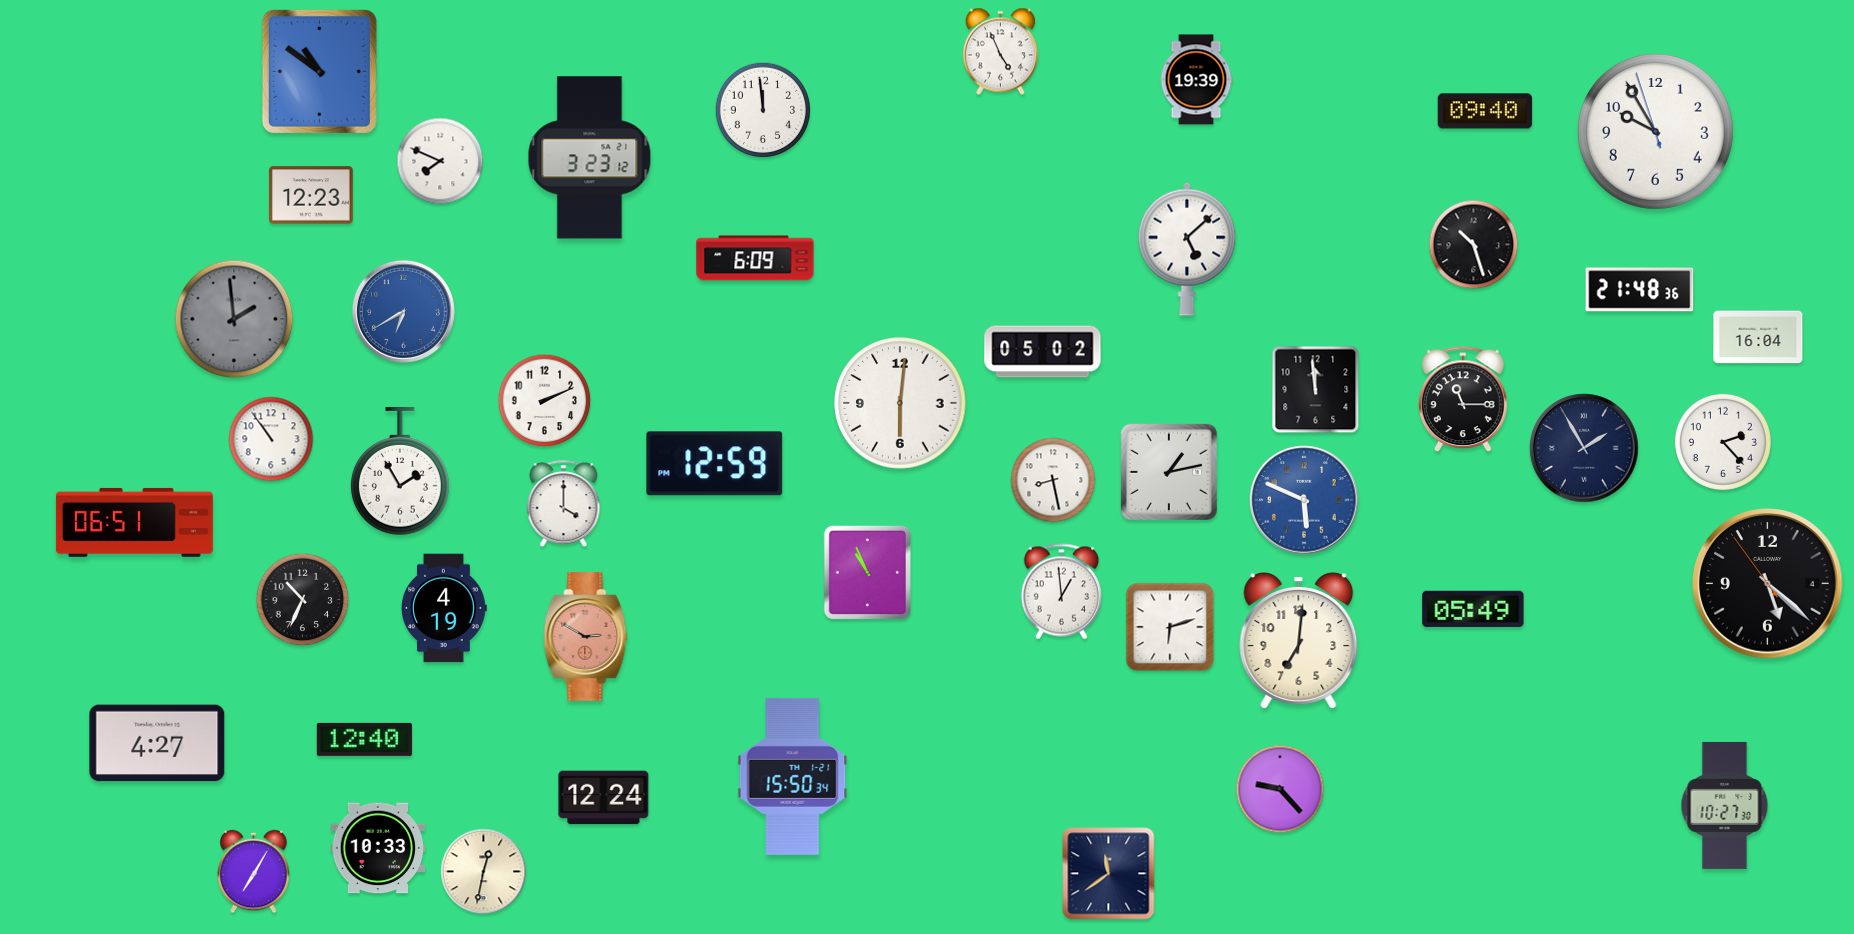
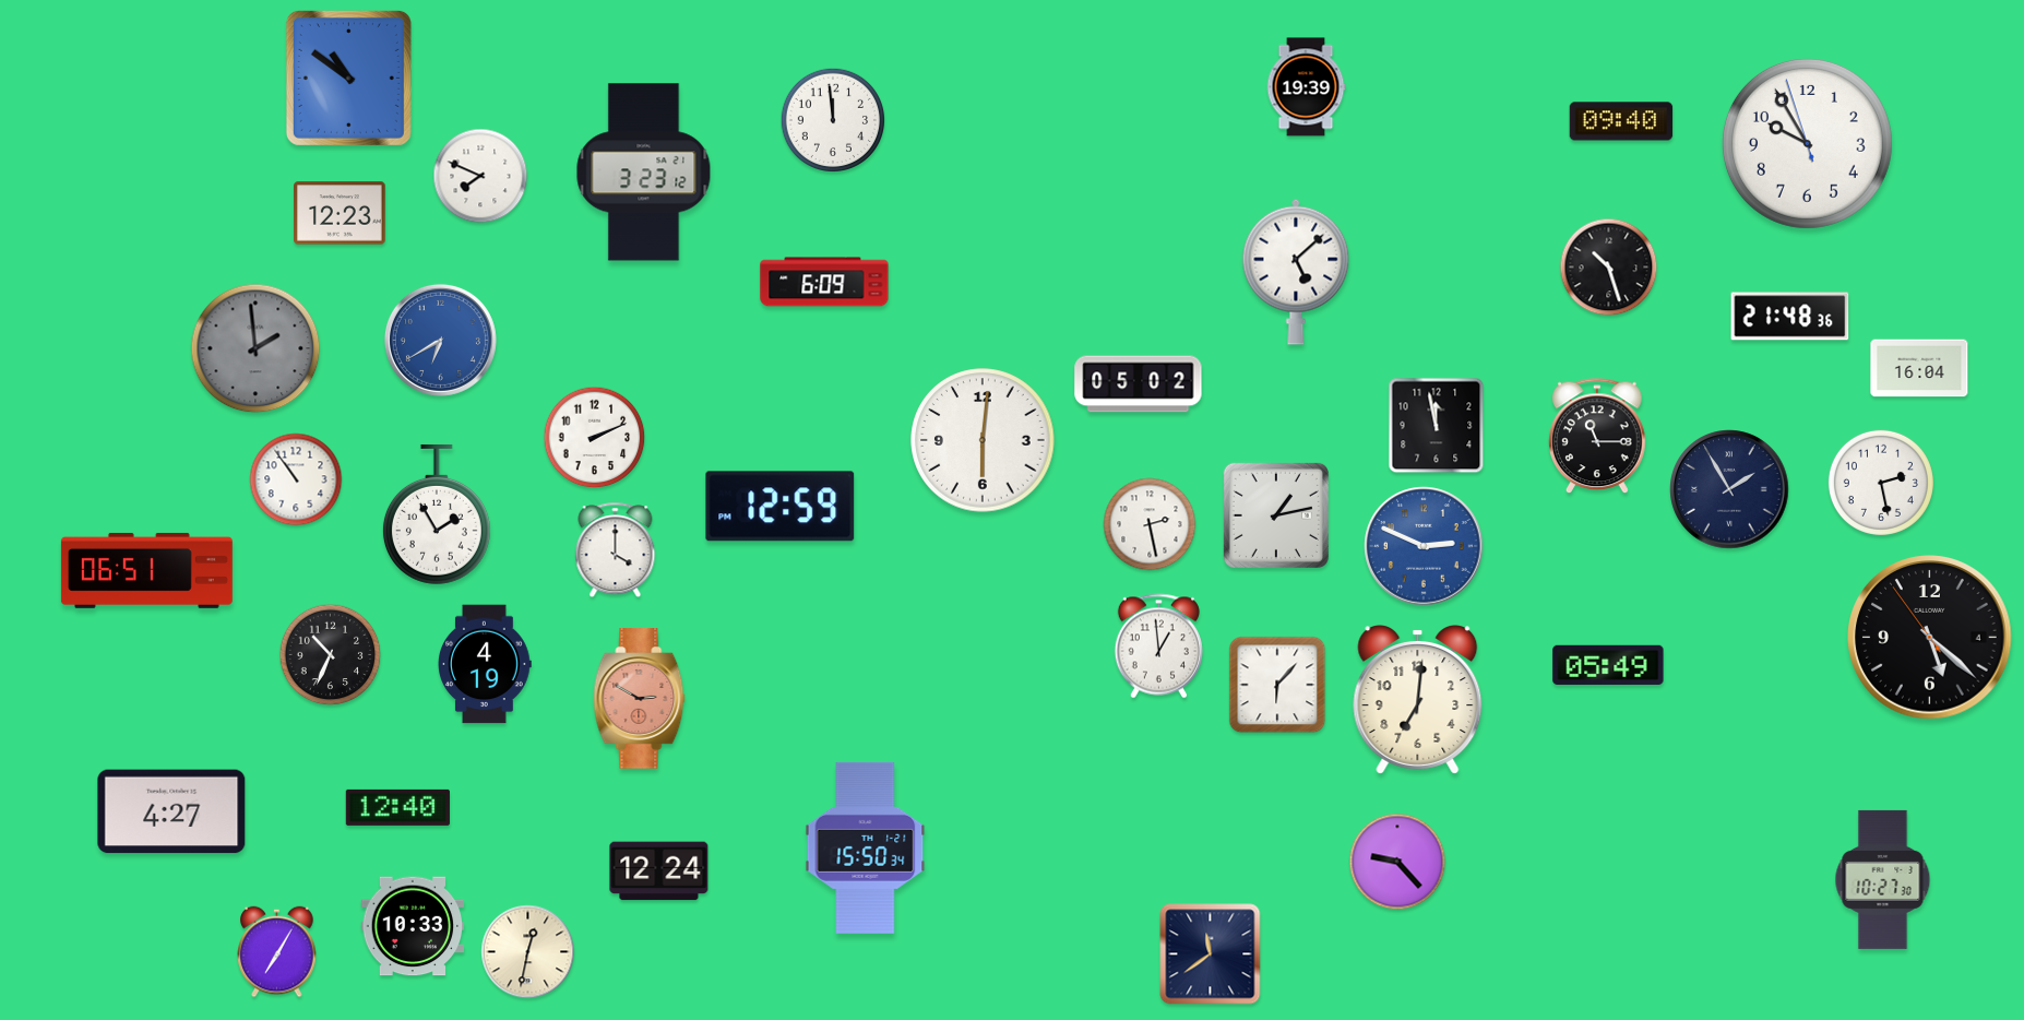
clock at (1000, 52): 4:56 -> none
clock at (1316, 390): 11:59 -> 11:58
clock at (1723, 442): 2:23 -> 2:28
clock at (1053, 480): 8:28 -> 2:28
clock at (1304, 500): 5:49 -> 2:49
clock at (867, 572): 10:56 -> none
clock at (1170, 627): 6:12 -> 6:07
clock at (586, 637) position: (586, 637) -> (640, 699)
